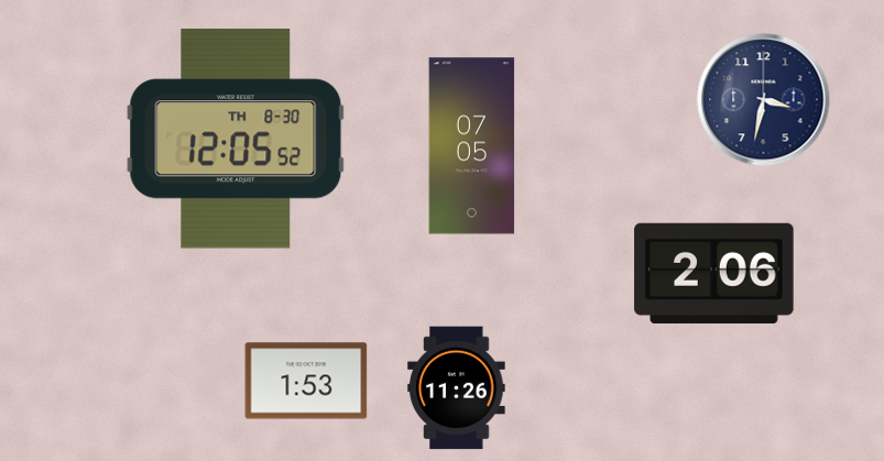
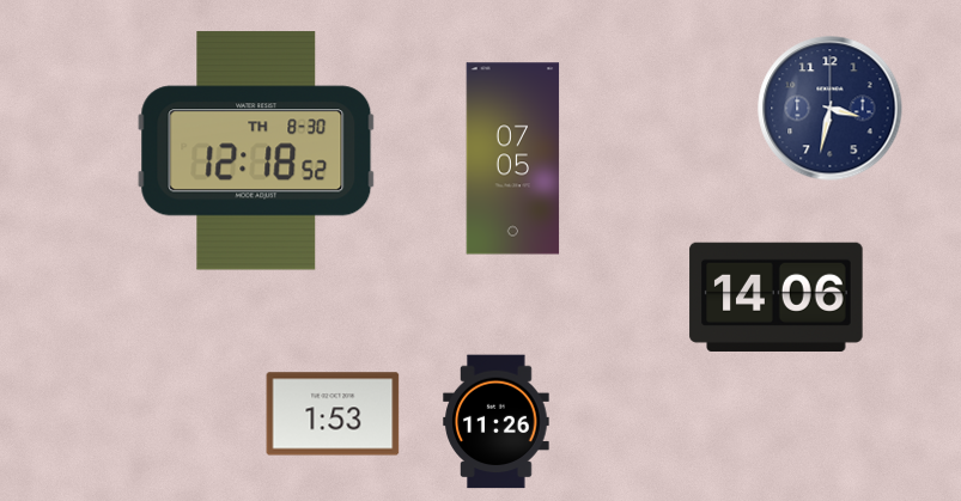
clock at (236, 139): 12:05 -> 12:18
clock at (714, 273): 2:06 -> 14:06
